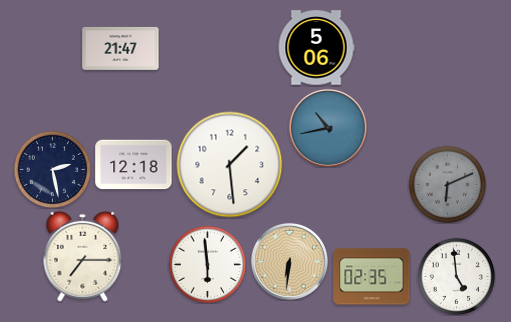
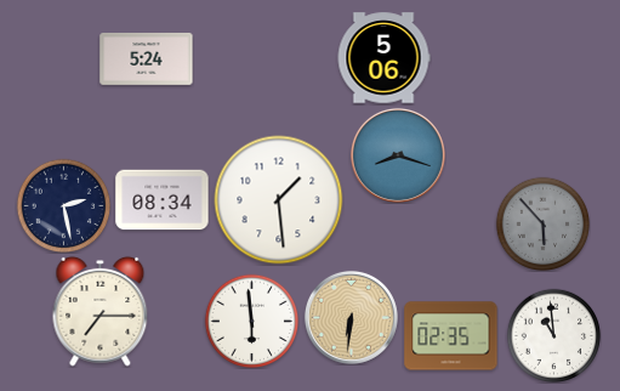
clock at (121, 48): 21:47 -> 5:24
clock at (328, 128): 10:43 -> 8:18
clock at (134, 165): 12:18 -> 08:34
clock at (447, 184): 6:11 -> 5:53
clock at (456, 276): 4:59 -> 10:59
